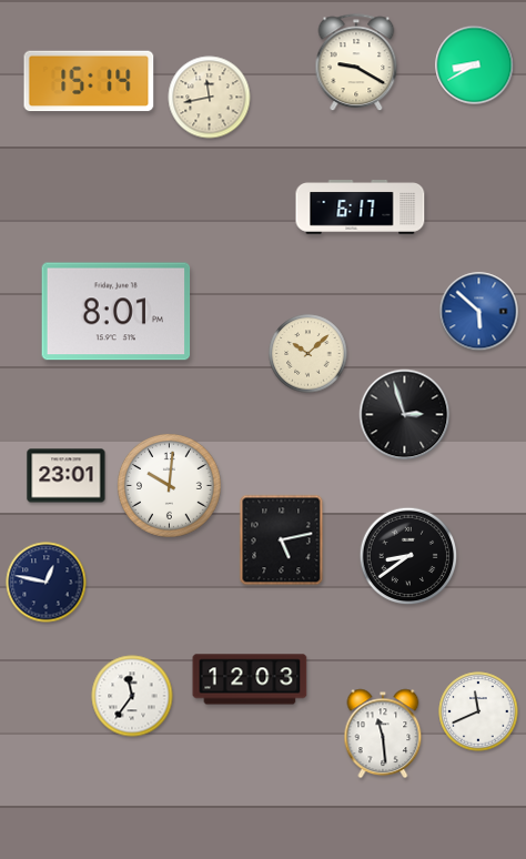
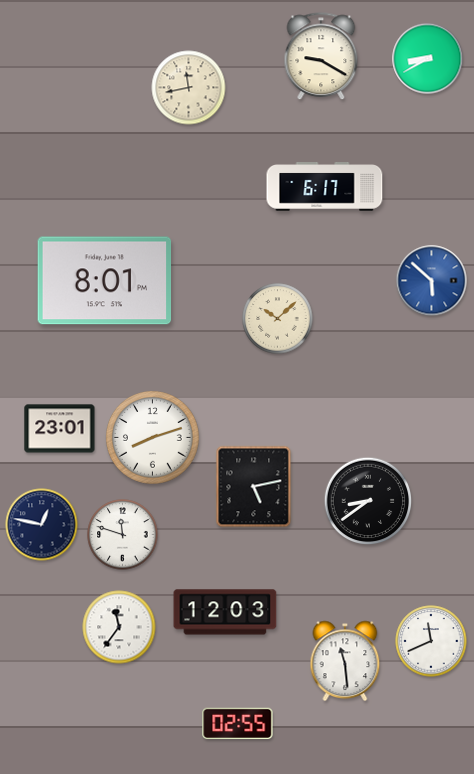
clock at (89, 81): 15:14 -> none
clock at (405, 415): 2:57 -> none
clock at (170, 486): 10:01 -> 8:12
clock at (123, 535): none -> 11:48
clock at (238, 724): none -> 02:55
